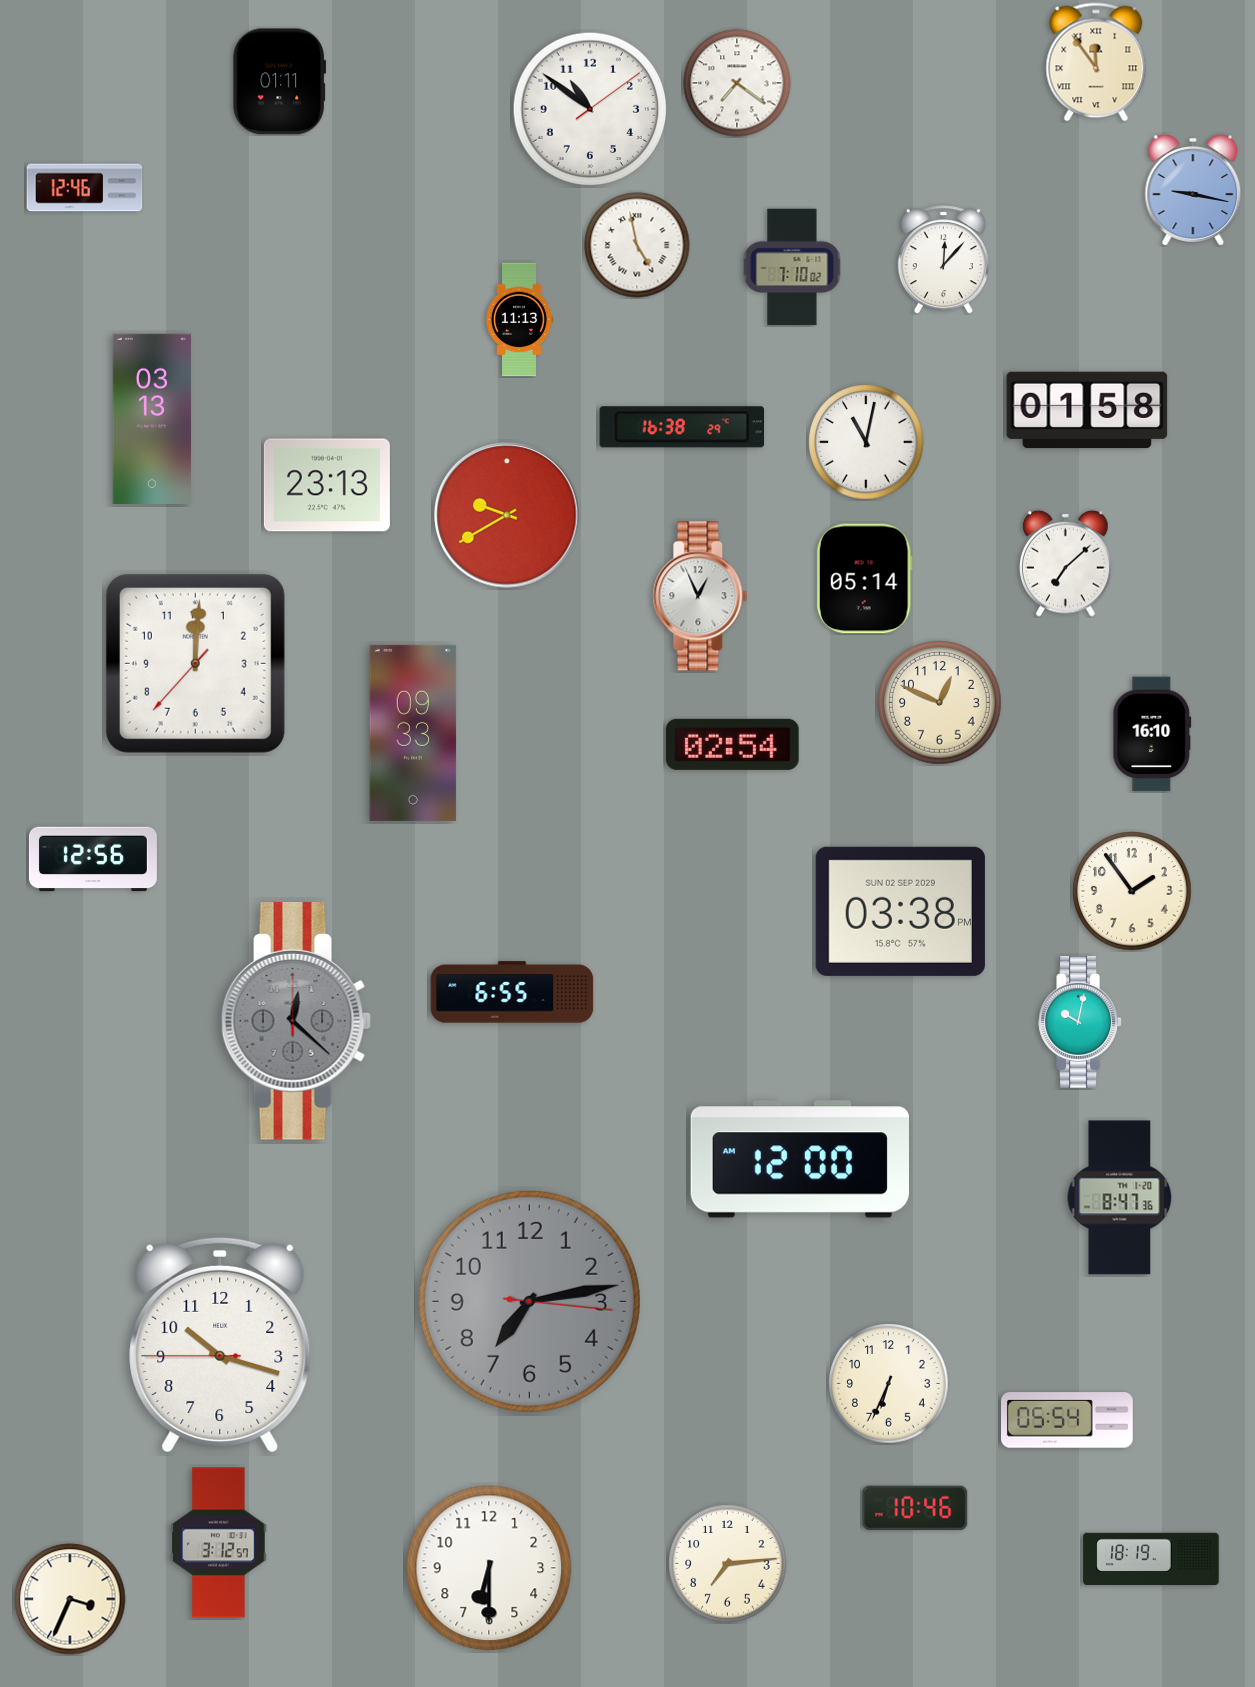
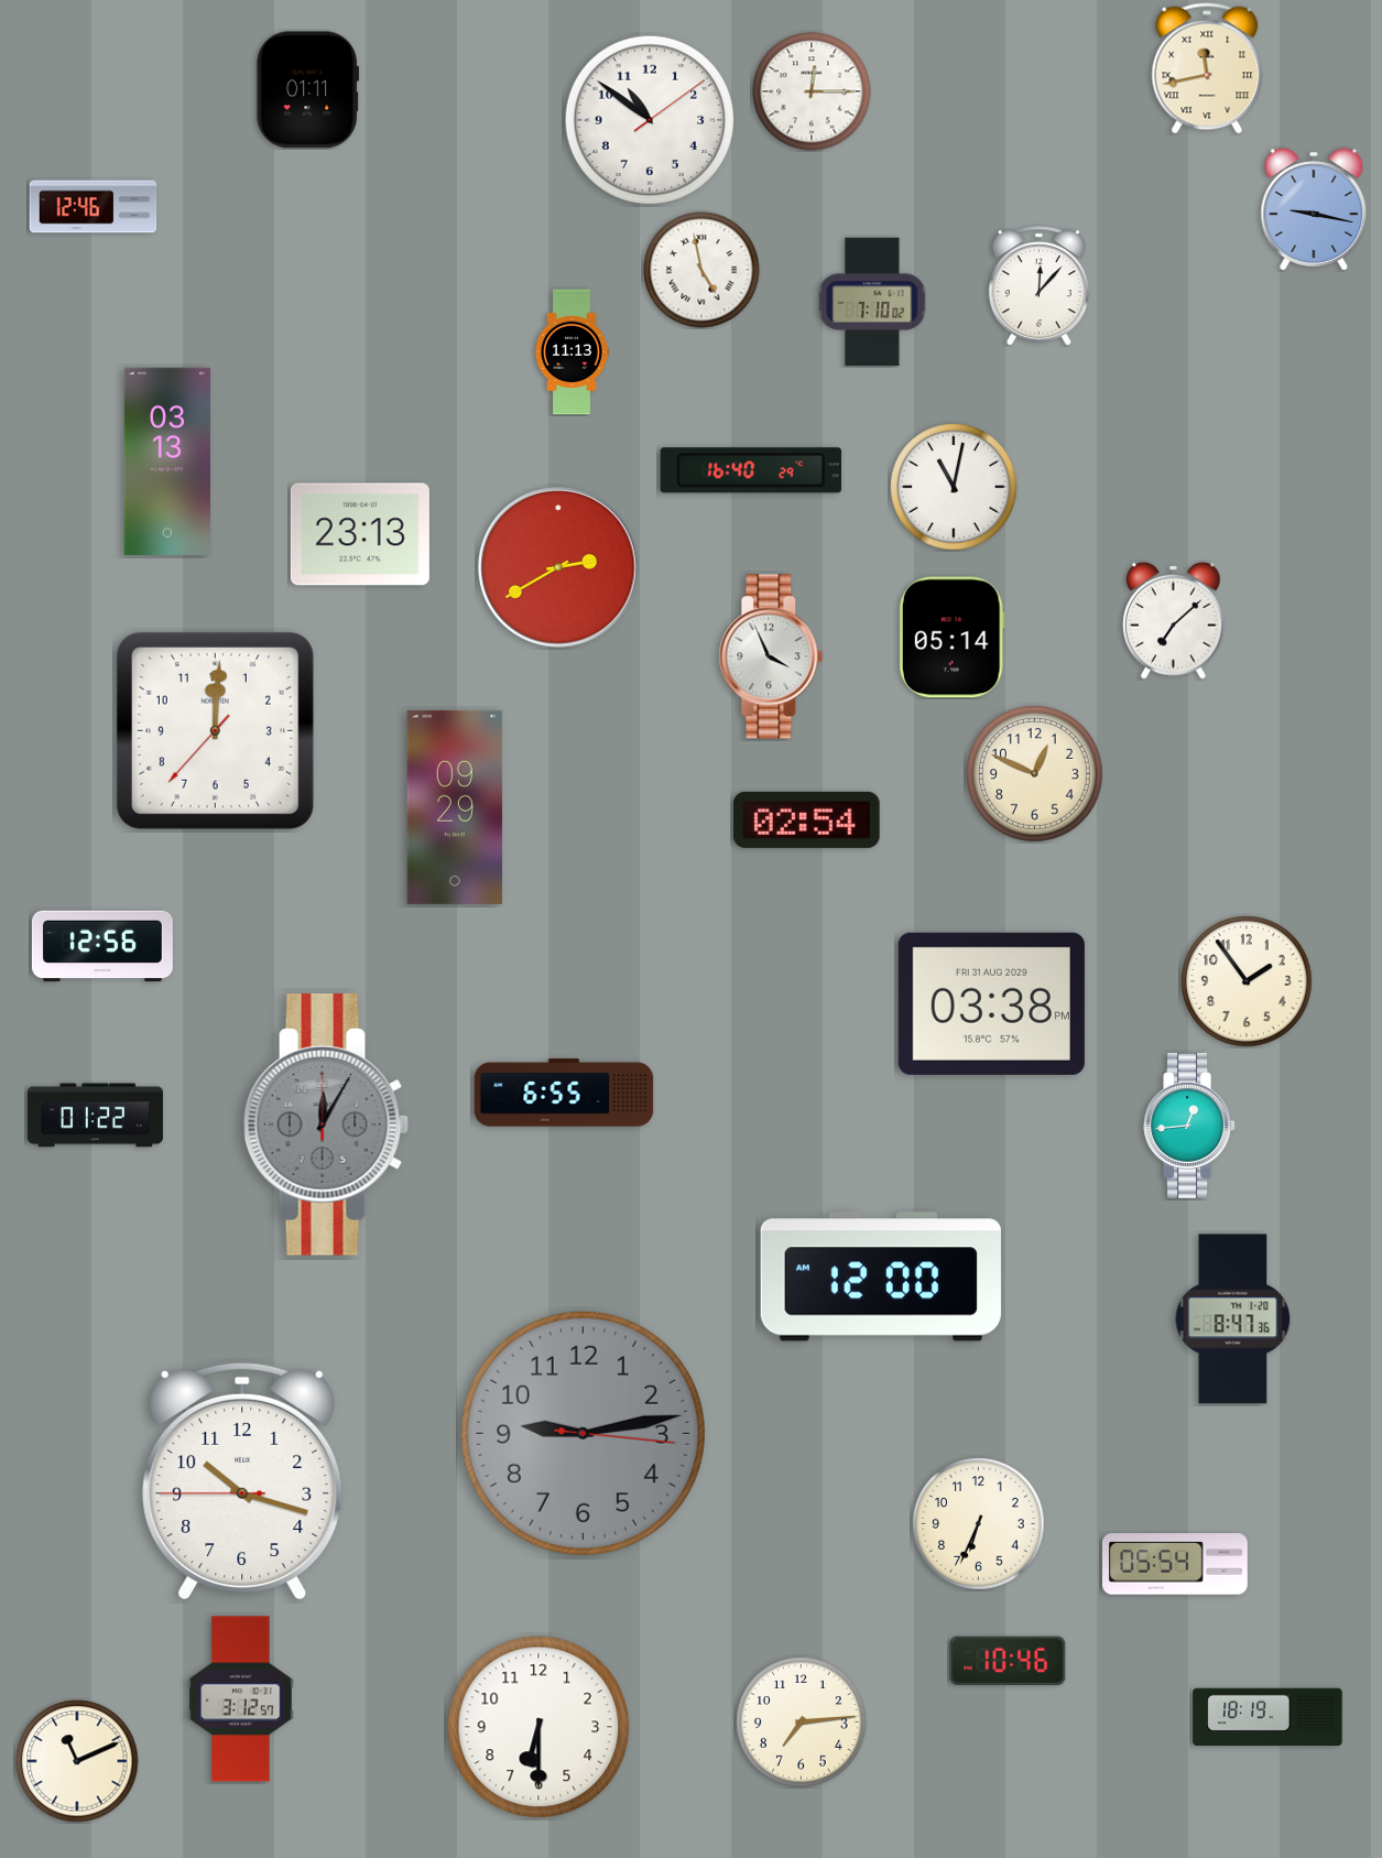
clock at (1096, 62): 11:54 -> 11:43
clock at (737, 83): 7:21 -> 12:15
clock at (792, 267) position: (792, 267) -> (872, 302)
clock at (1087, 410): 01:58 -> none
clock at (682, 427): 16:38 -> 16:40
clock at (507, 515): 9:40 -> 2:40
clock at (700, 596): 12:56 -> 3:56
clock at (413, 733): 09:33 -> 09:29
clock at (1152, 734): 16:10 -> none
clock at (900, 911) date: SUN 02 SEP 2029 -> FRI 31 AUG 2029
clock at (95, 1116): none -> 01:22
clock at (296, 1022): 12:22 -> 12:05
clock at (1080, 1023): 10:02 -> 12:44
clock at (529, 1301): 7:13 -> 9:13
clock at (70, 1599): 3:34 -> 11:11
